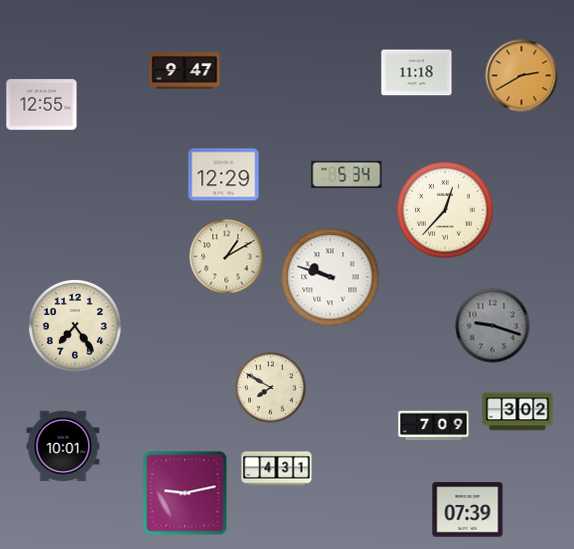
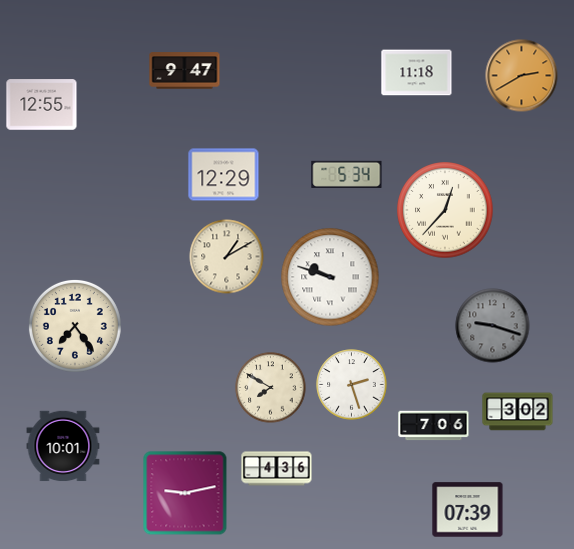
clock at (352, 385): none -> 2:27
clock at (434, 426): 7:09 -> 7:06
clock at (277, 469): 4:31 -> 4:36
